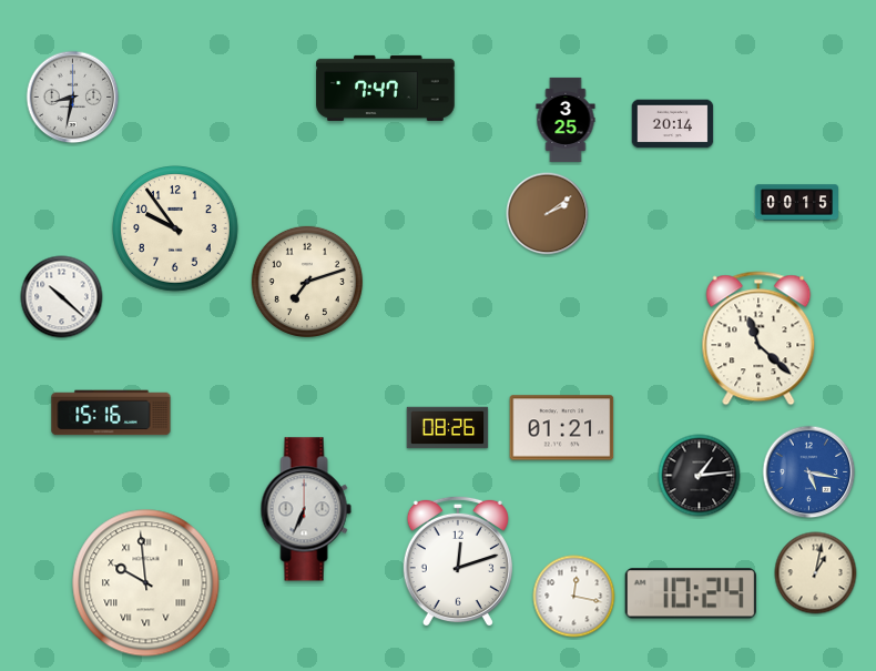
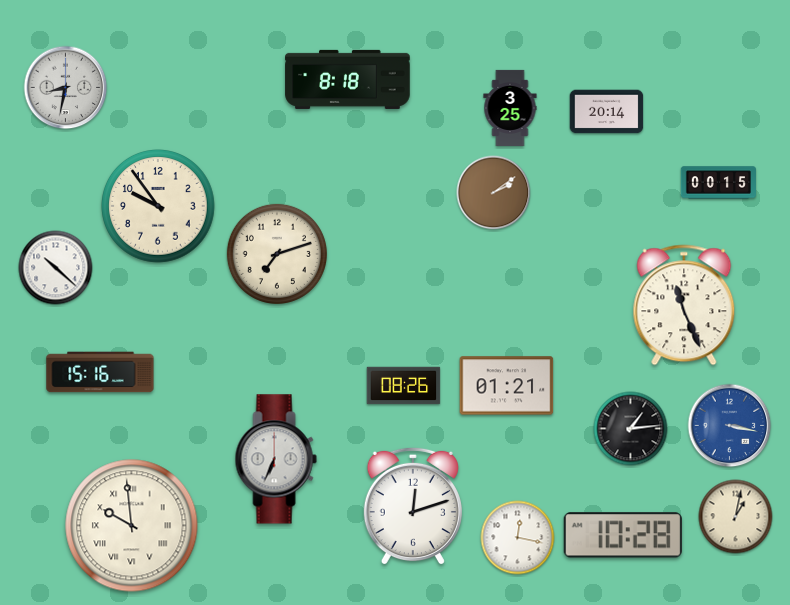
clock at (386, 88): 7:47 -> 8:18
clock at (758, 338): 11:22 -> 11:26
clock at (809, 472): 5:17 -> 3:17
clock at (691, 593): 10:24 -> 10:28
